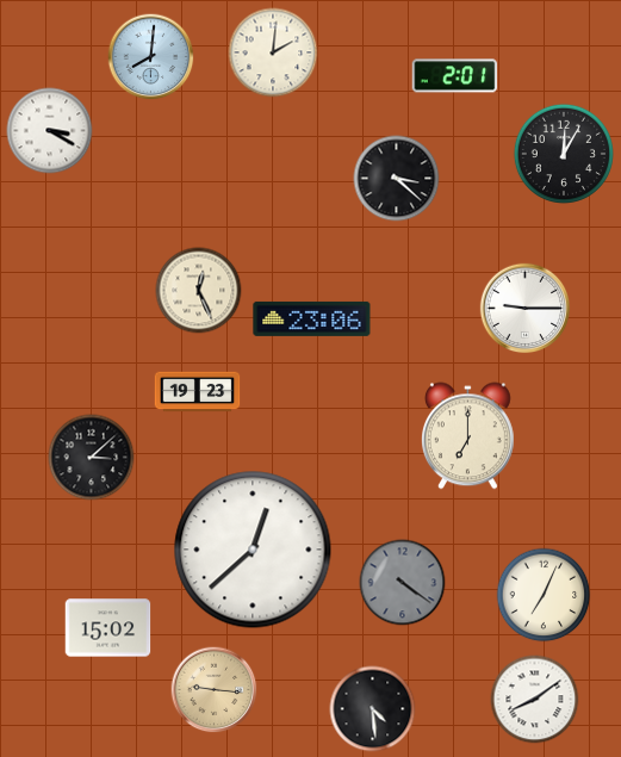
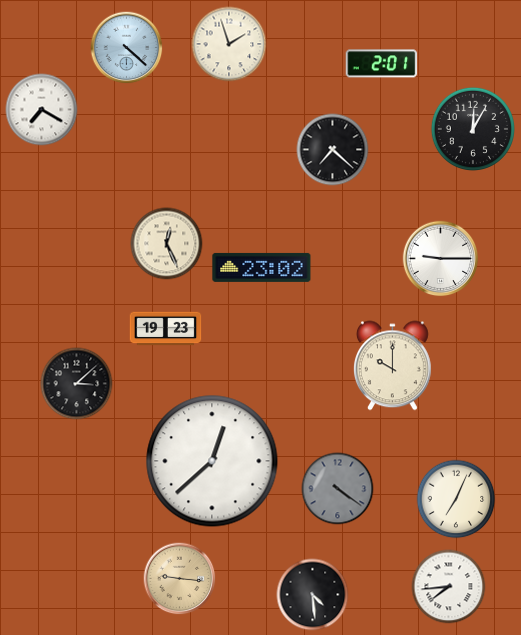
clock at (273, 52): 2:01 -> 1:57
clock at (151, 57): 8:01 -> 4:22
clock at (50, 131): 3:20 -> 7:20
clock at (397, 179): 3:22 -> 7:22
clock at (312, 318): 23:06 -> 23:02
clock at (467, 436): 7:00 -> 10:00
clock at (108, 628): 15:02 -> none
clock at (535, 700): 8:09 -> 7:44
